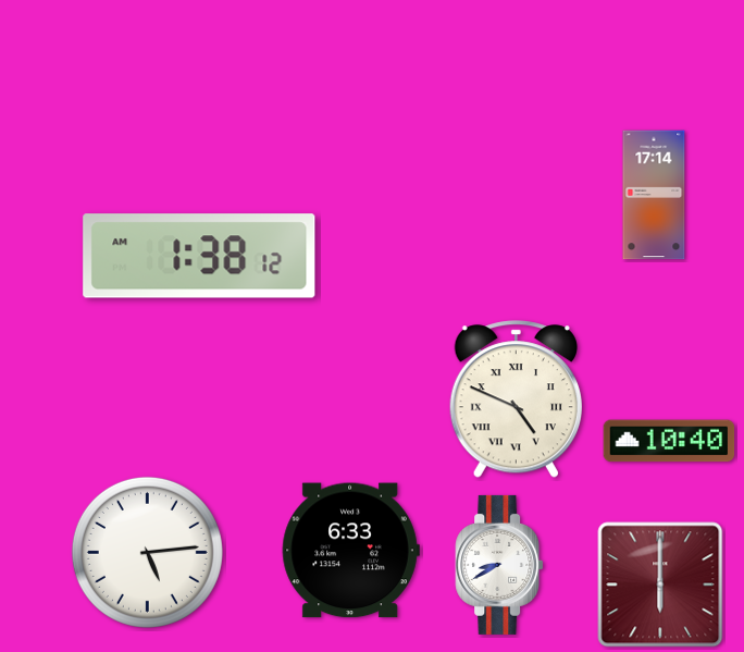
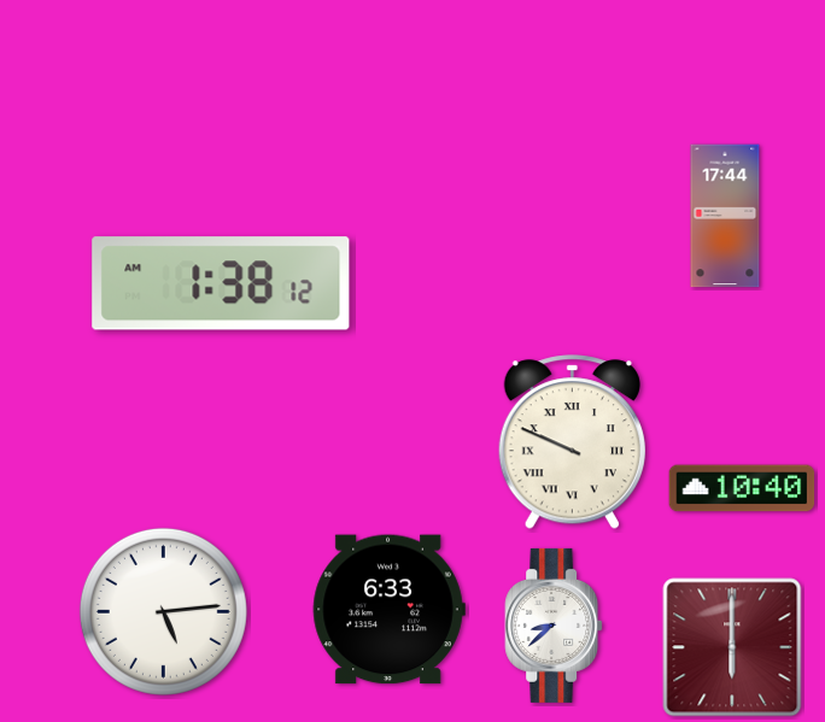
clock at (654, 195): 17:14 -> 17:44
clock at (516, 399): 4:49 -> 9:49
clock at (499, 565): 8:40 -> 8:38
